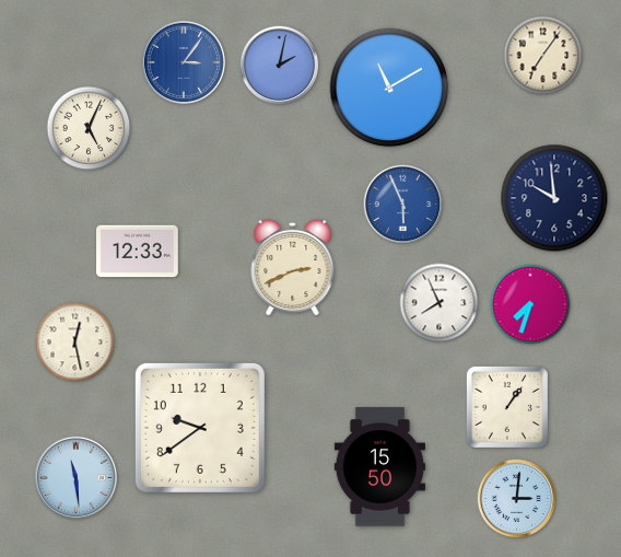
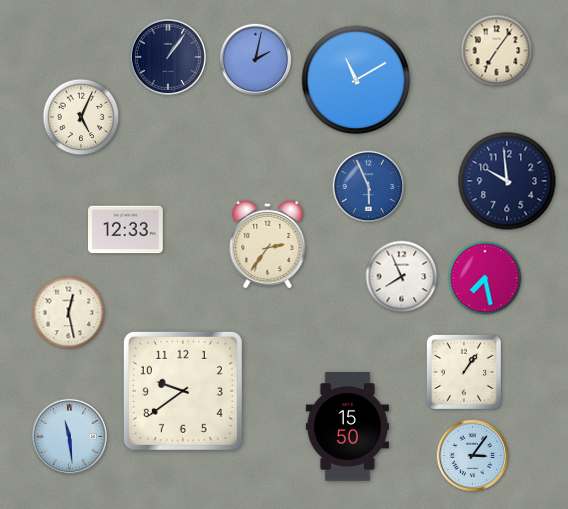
clock at (184, 62): 3:06 -> 1:06
clock at (184, 62) dial: blue -> navy
clock at (293, 267): 2:41 -> 2:36
clock at (530, 304): 7:33 -> 7:28
clock at (517, 499): 3:01 -> 3:06
